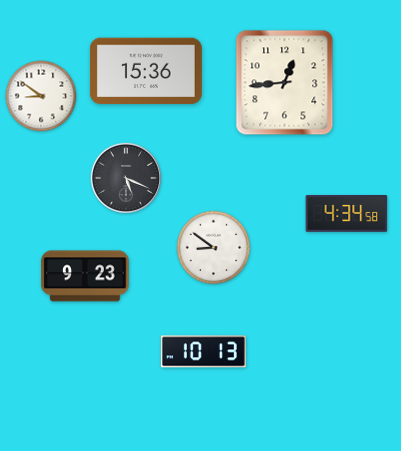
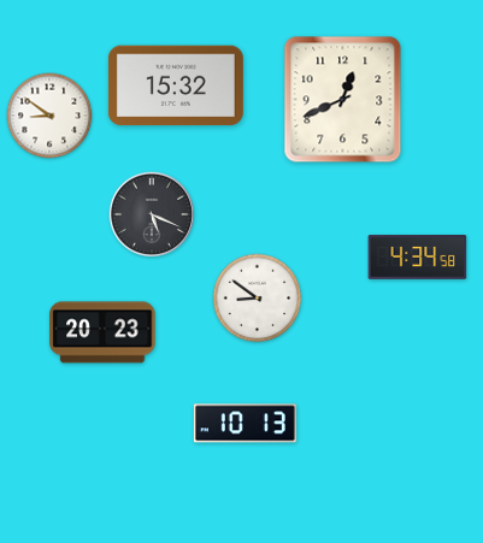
clock at (146, 71): 15:36 -> 15:32
clock at (285, 83): 12:44 -> 12:41
clock at (85, 276): 9:23 -> 20:23
